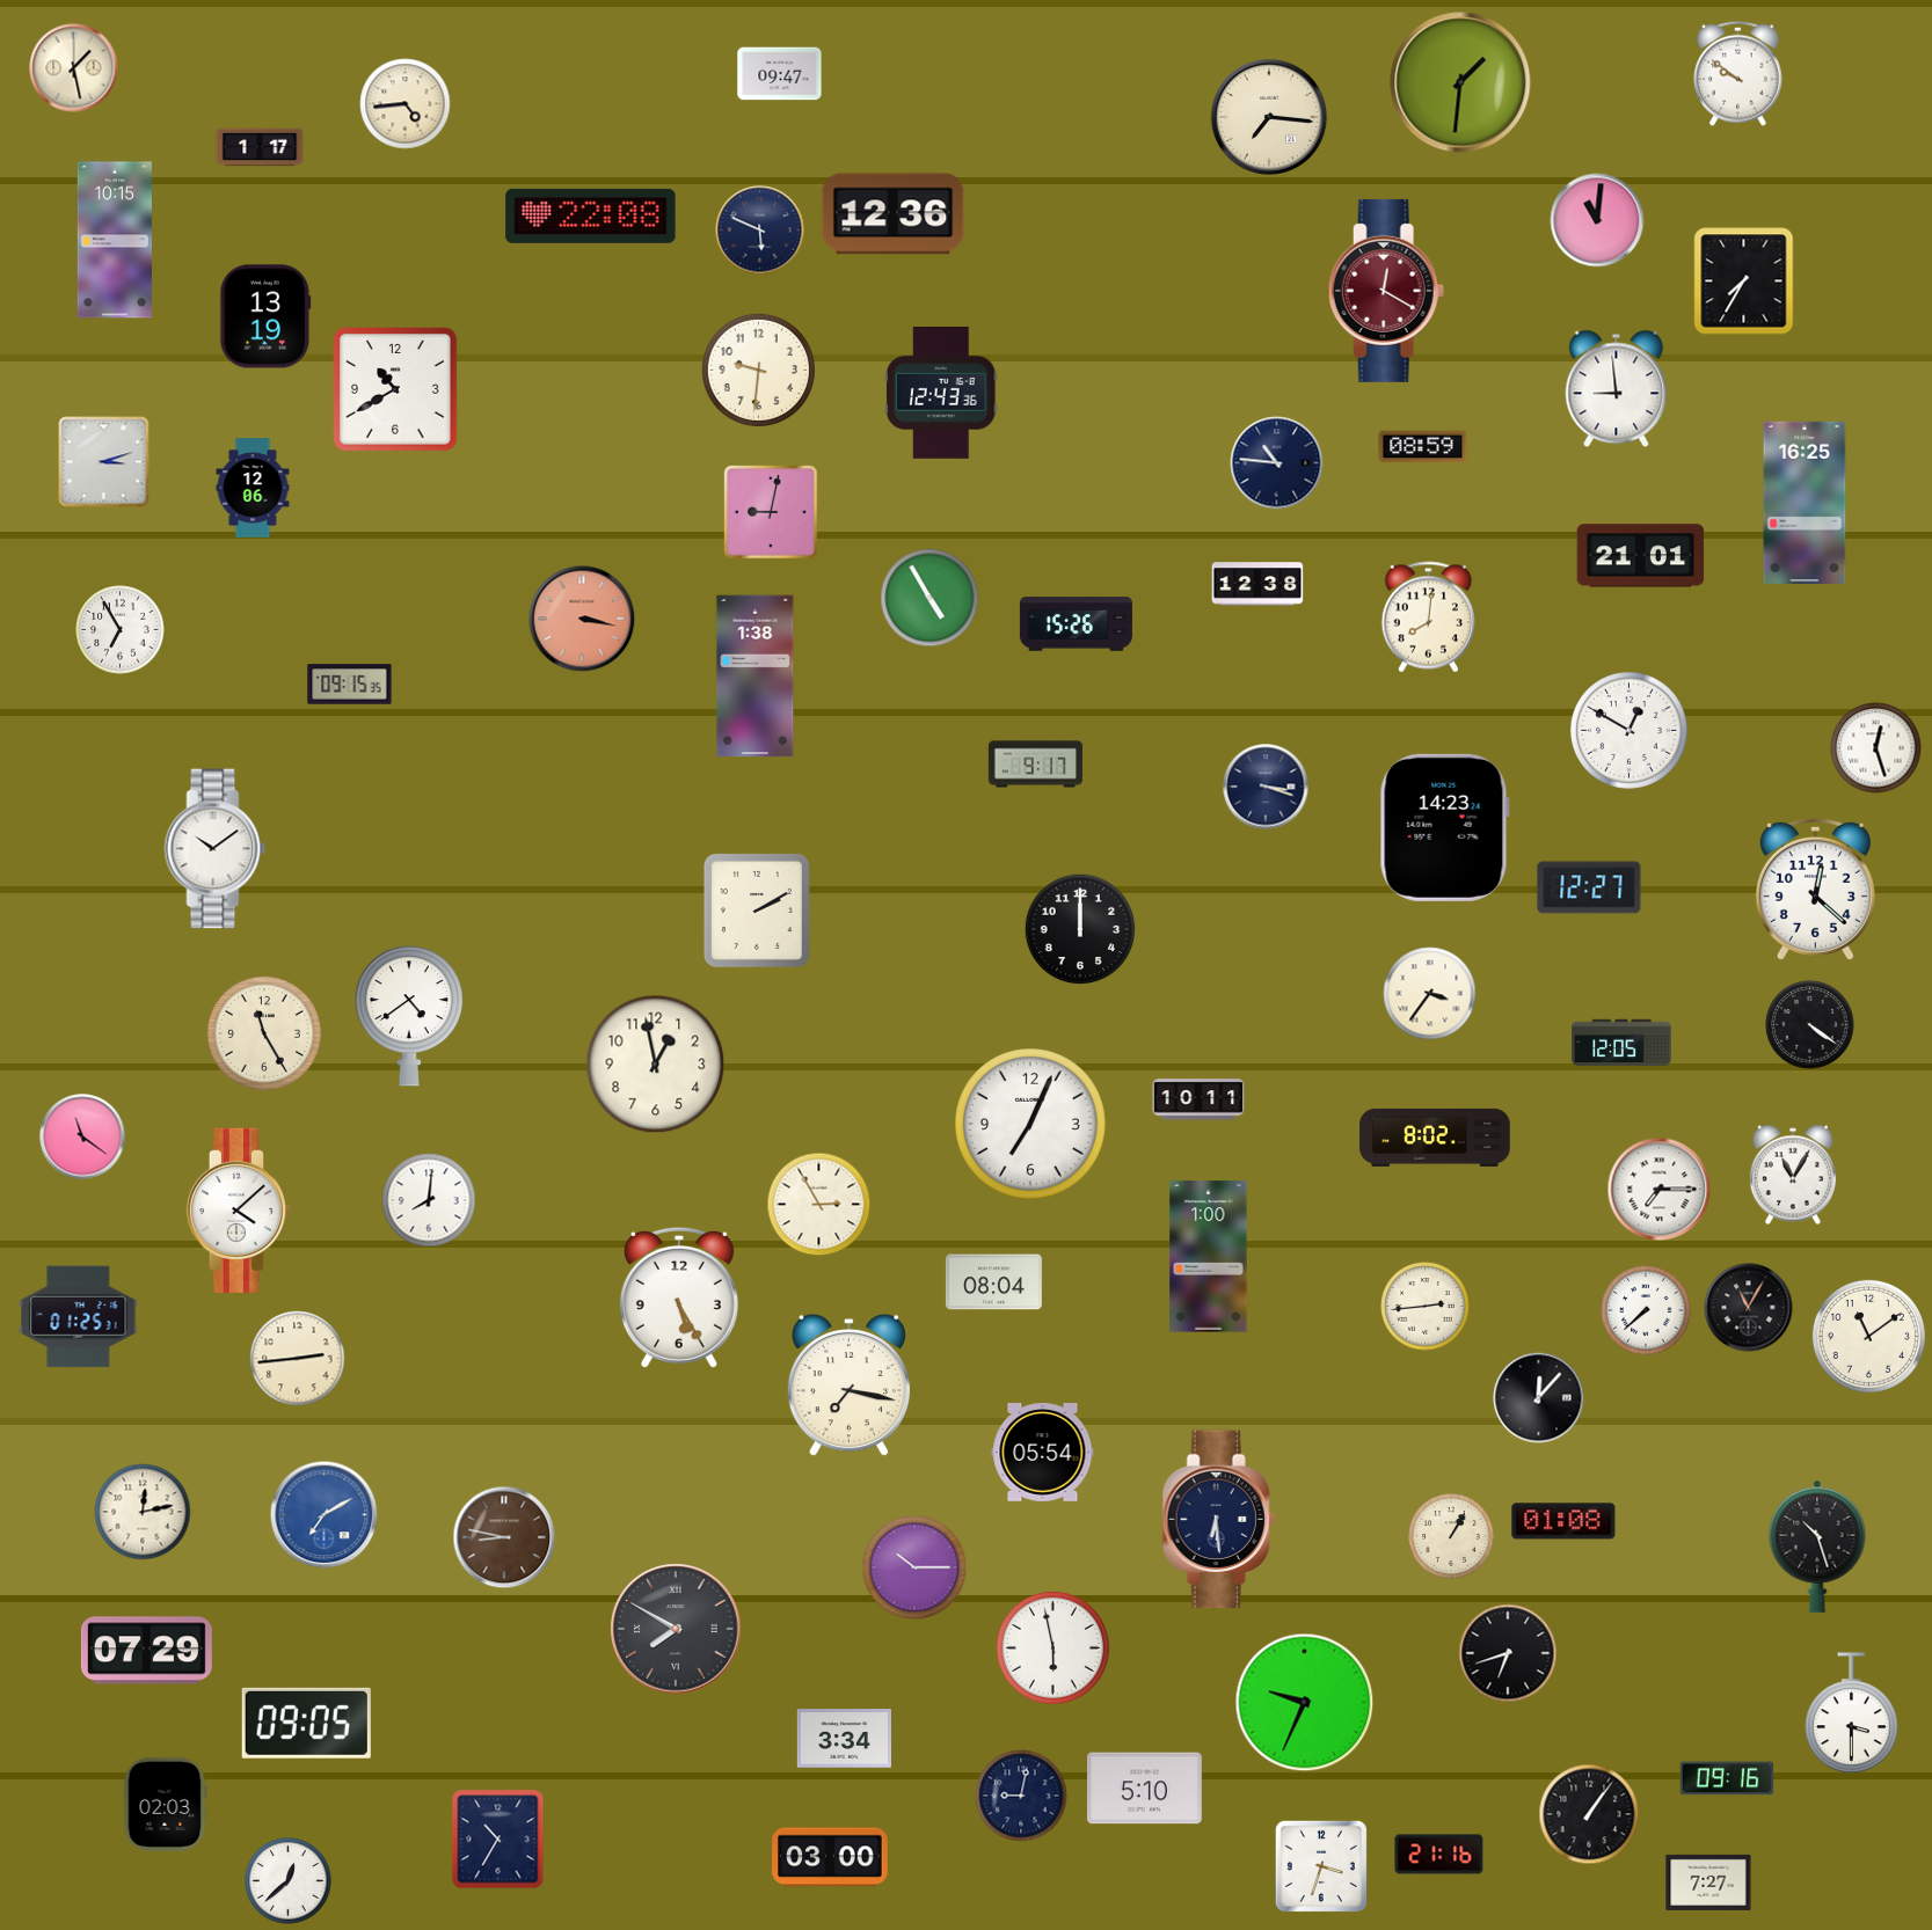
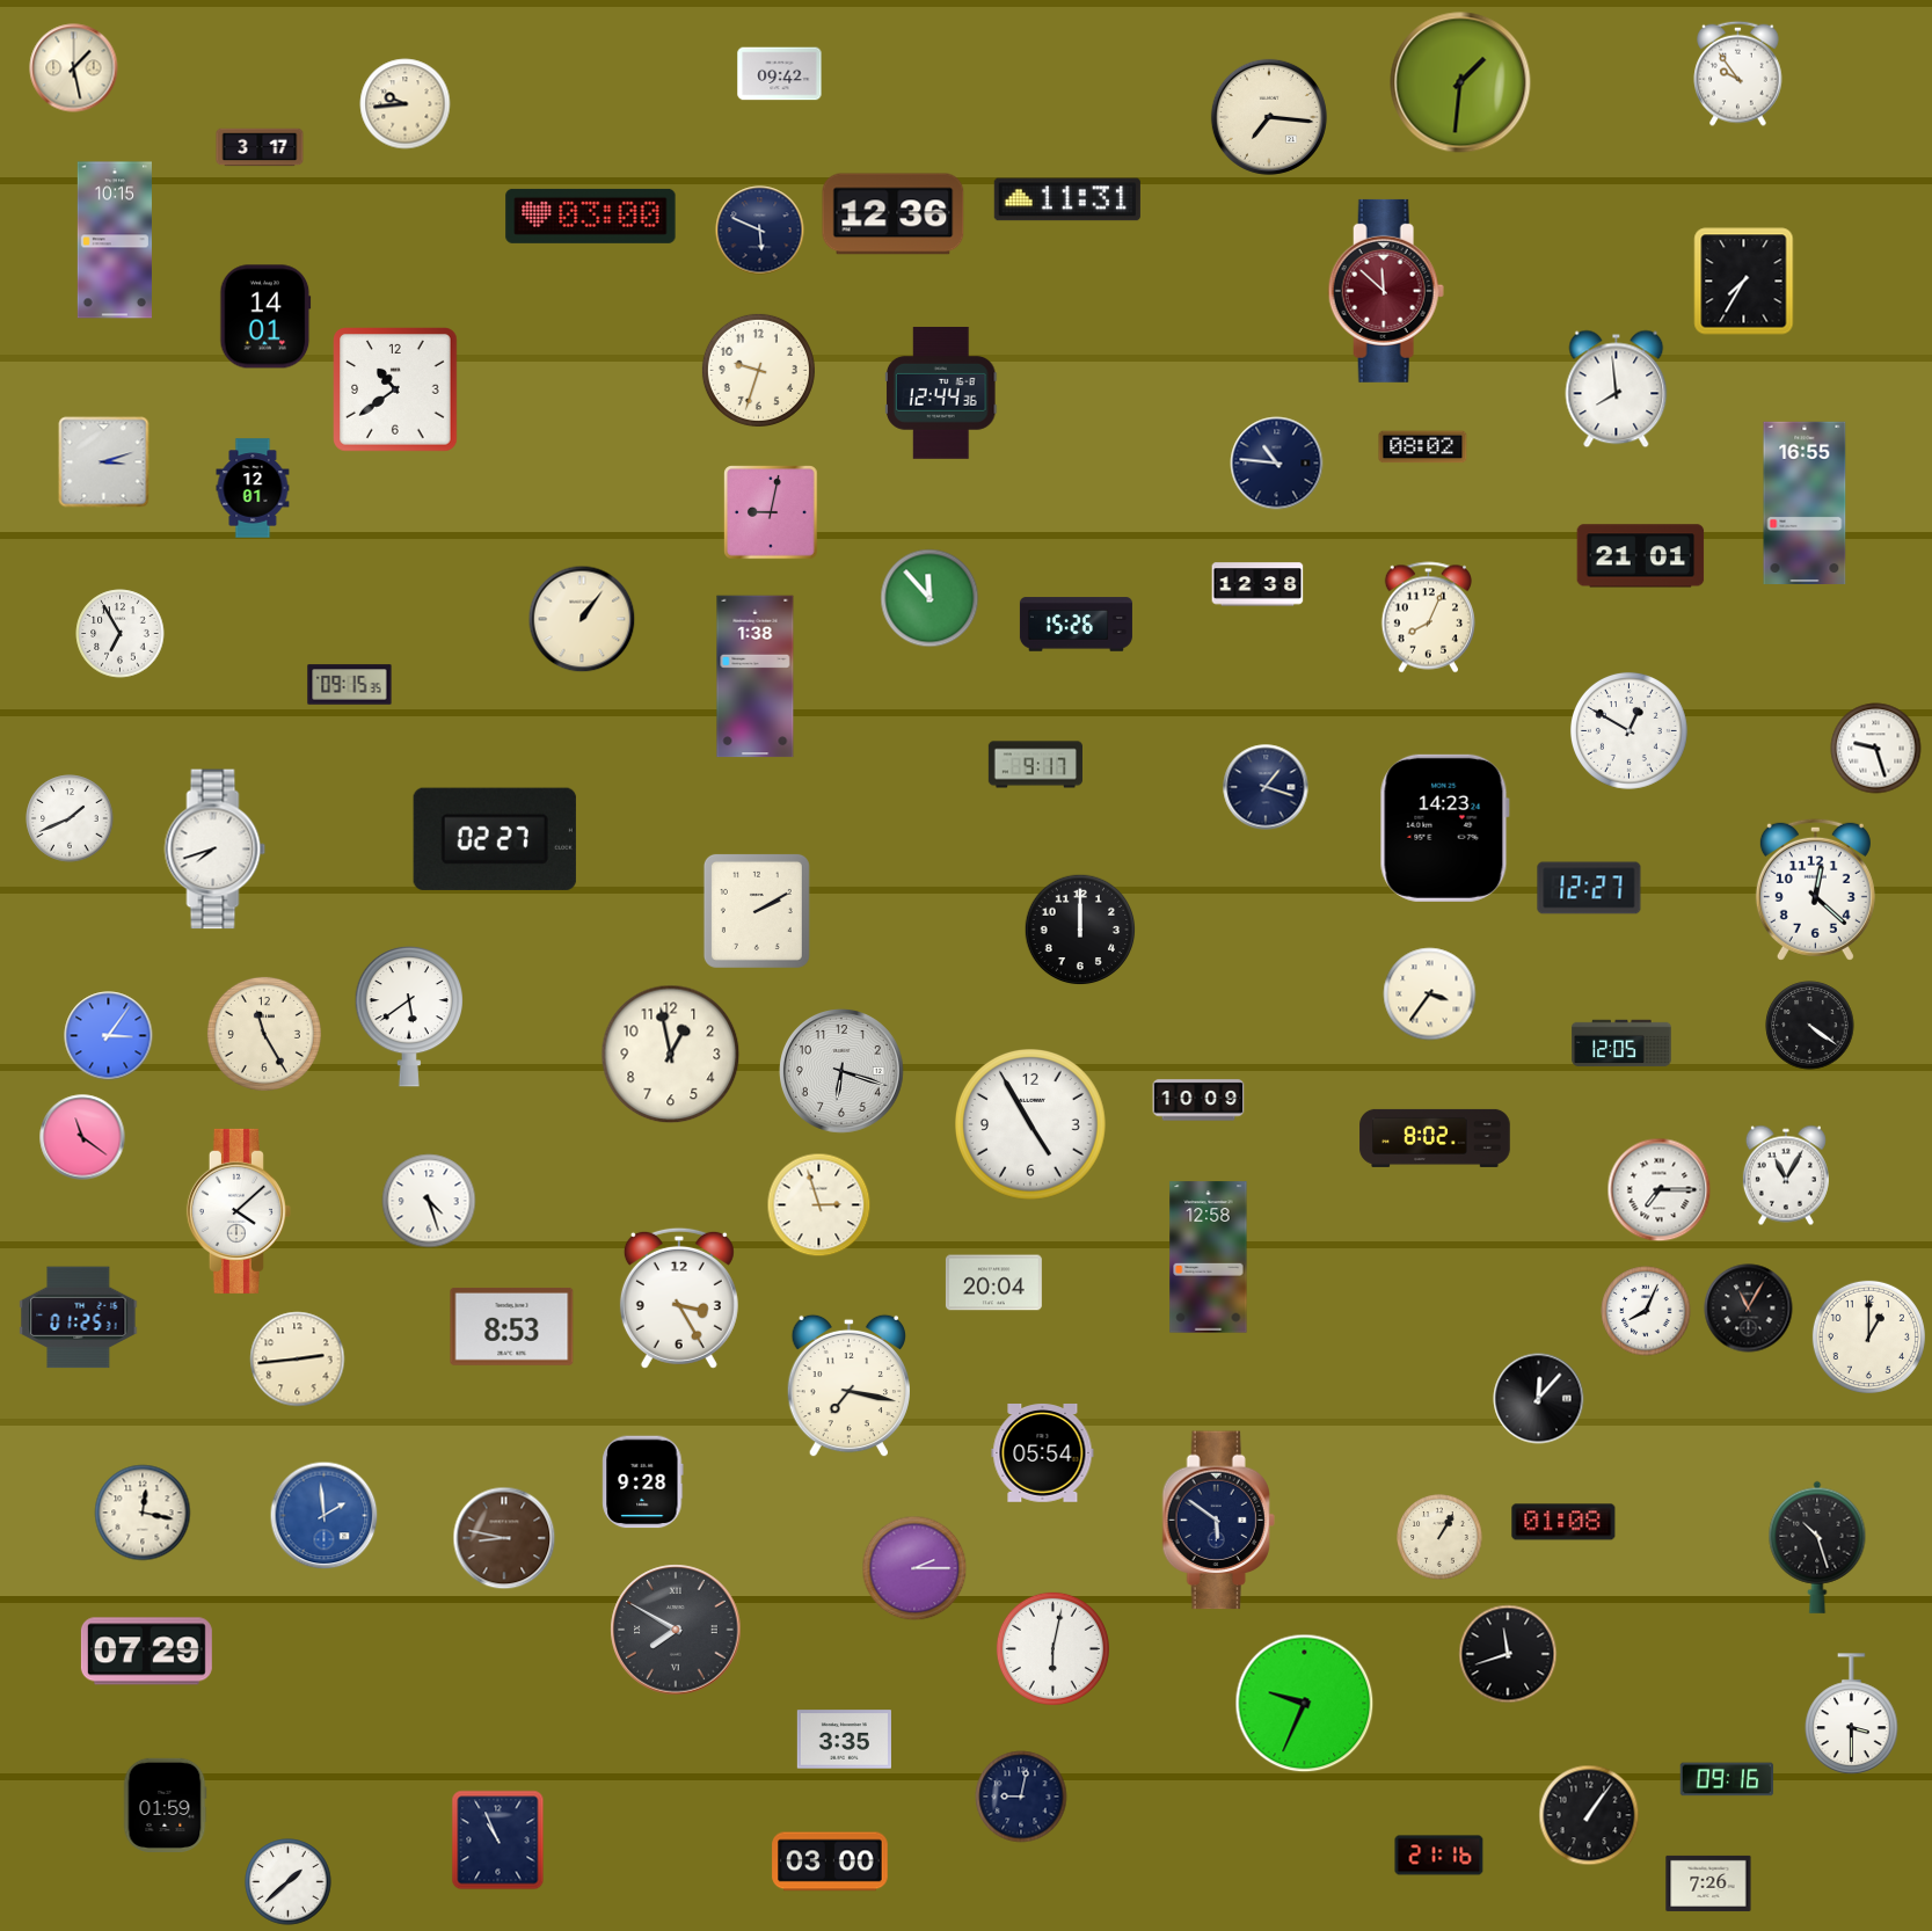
clock at (1738, 73): 9:51 -> 9:54
clock at (780, 74): 09:47 -> 09:42
clock at (406, 104): 4:44 -> 9:44
clock at (260, 147): 1:17 -> 3:17
clock at (1067, 199): none -> 11:31
clock at (591, 215): 22:08 -> 03:00
clock at (1597, 220): 11:01 -> none
clock at (1386, 291): 12:20 -> 11:52
clock at (265, 316): 13:19 -> 14:01
clock at (758, 370): 9:31 -> 9:33
clock at (395, 389): 10:40 -> 10:39
clock at (1617, 389): 8:59 -> 7:59
clock at (942, 393): 12:43 -> 12:44
clock at (1423, 447): 08:59 -> 08:02
clock at (253, 488): 12:06 -> 12:01
clock at (1805, 502): 16:25 -> 16:55
clock at (929, 598): 4:55 -> 11:53
clock at (1428, 617): 8:01 -> 8:04
clock at (582, 619): 3:17 -> 1:06
clock at (582, 619) dial: salmon -> cream
clock at (121, 630) position: (121, 630) -> (121, 634)
clock at (1876, 748): 12:27 -> 9:27
clock at (1266, 787): 3:18 -> 1:18
clock at (70, 818): none -> 1:41
clock at (495, 839): none -> 02:27
clock at (216, 849): 10:09 -> 7:42
clock at (408, 1016): 4:39 -> 5:39
clock at (109, 1036): none -> 3:06
clock at (656, 1065) position: (656, 1065) -> (671, 1055)
clock at (843, 1072): none -> 6:18
clock at (1198, 1099): 10:11 -> 10:09
clock at (1031, 1125): 7:04 -> 4:55
clock at (1793, 1175) position: (1793, 1175) -> (1786, 1175)
clock at (429, 1200): 8:01 -> 4:27
clock at (819, 1205): 2:55 -> 2:57
clock at (1209, 1257): 1:00 -> 12:58
clock at (993, 1282): 08:04 -> 20:04
clock at (679, 1297): 5:25 -> 3:25
clock at (1426, 1307): 2:44 -> none
clock at (1646, 1310): 7:38 -> 8:04
clock at (512, 1326): none -> 8:53
clock at (1868, 1336): 11:09 -> 1:00
clock at (643, 1482): none -> 9:28
clock at (143, 1512): 12:13 -> 12:17
clock at (325, 1515): 7:10 -> 1:59
clock at (1218, 1520): 6:29 -> 5:51
clock at (1451, 1536) position: (1451, 1536) -> (1439, 1537)
clock at (914, 1567): 10:15 -> 2:15
clock at (1052, 1647): 5:58 -> 6:02
clock at (1508, 1653): 6:42 -> 11:42
clock at (306, 1723): 09:05 -> none
clock at (844, 1739): 3:34 -> 3:35
clock at (1145, 1789): 5:10 -> none
clock at (165, 1804): 02:03 -> 01:59
clock at (498, 1840): 10:35 -> 10:56
clock at (830, 1857) position: (830, 1857) -> (830, 1861)
clock at (1321, 1866): 3:33 -> none
clock at (289, 1881): 12:38 -> 1:38
clock at (1708, 1883): 7:27 -> 7:26
